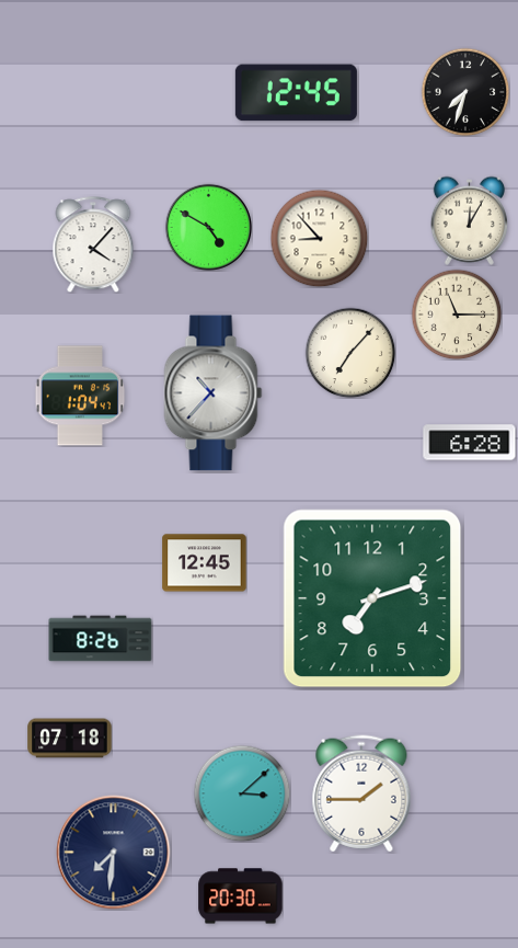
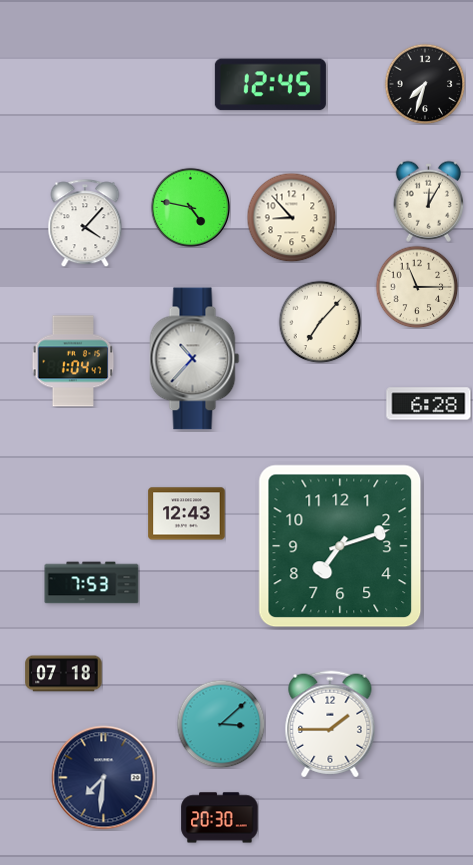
clock at (208, 227): 4:50 -> 4:47
clock at (205, 563): 12:45 -> 12:43
clock at (101, 639): 8:26 -> 7:53
